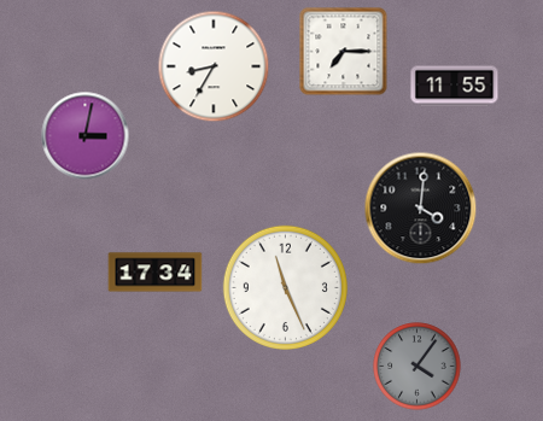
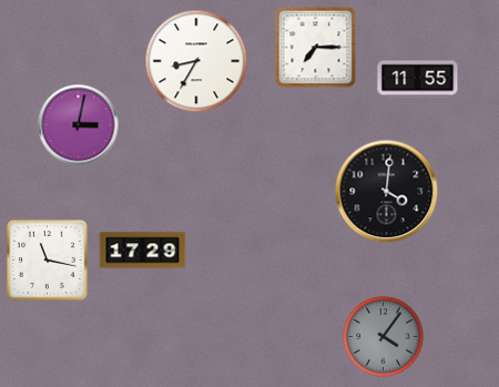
clock at (156, 273): 17:34 -> 17:29
clock at (48, 261): none -> 11:17
clock at (285, 287): 11:26 -> none
